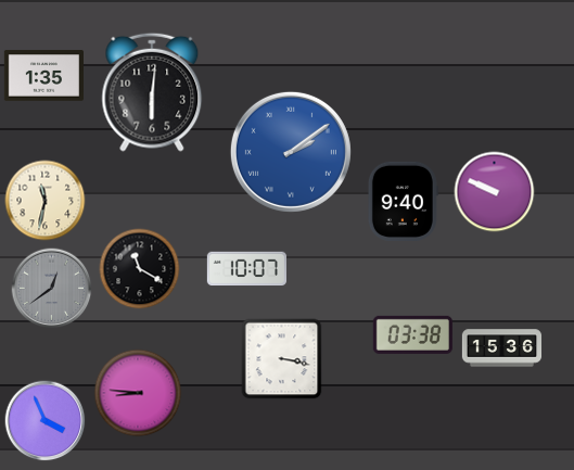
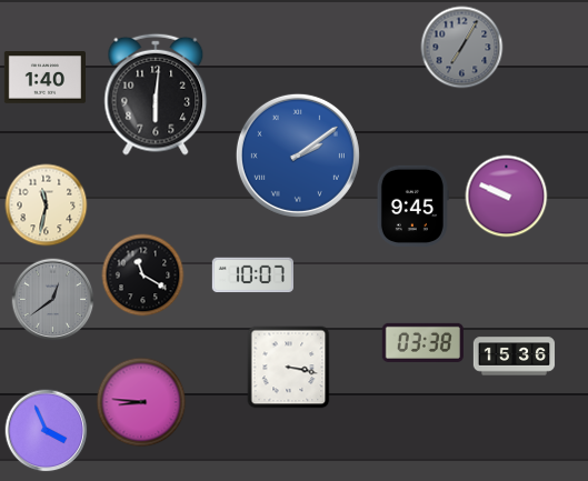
clock at (462, 48): none -> 7:05
clock at (43, 76): 1:35 -> 1:40
clock at (403, 201): 9:40 -> 9:45
clock at (52, 289) position: (52, 289) -> (53, 300)
